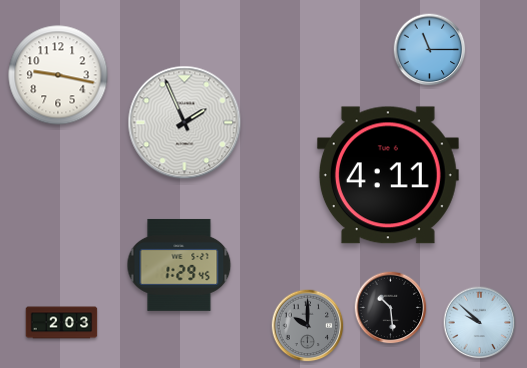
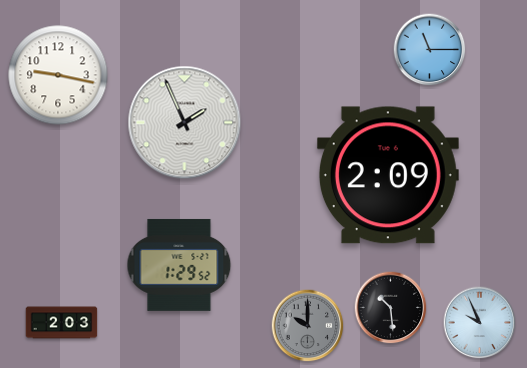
clock at (388, 175): 4:11 -> 2:09
clock at (179, 265): 1:29:45 -> 1:29:52
clock at (480, 323): 9:52 -> 9:56
